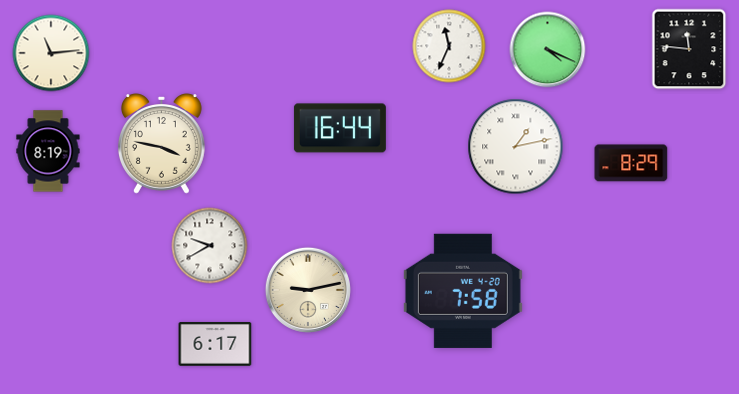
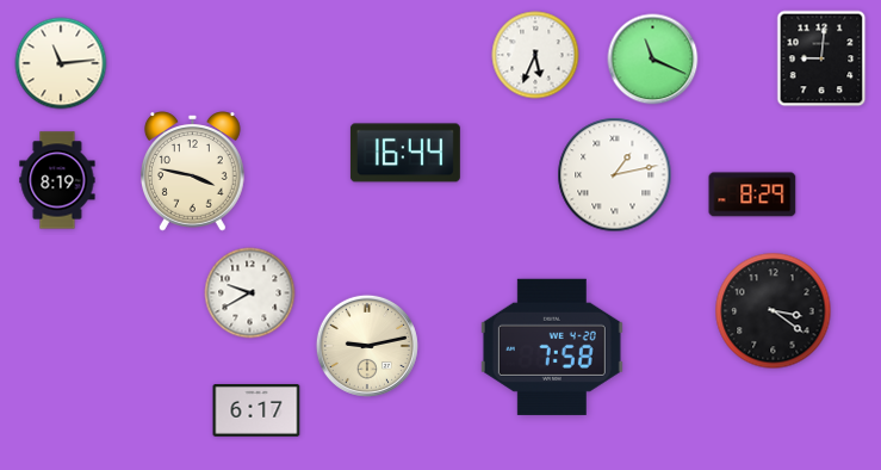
clock at (449, 46): 11:34 -> 5:34
clock at (689, 49): 11:46 -> 9:01
clock at (548, 50): 4:19 -> 11:19
clock at (774, 311): none -> 3:21
